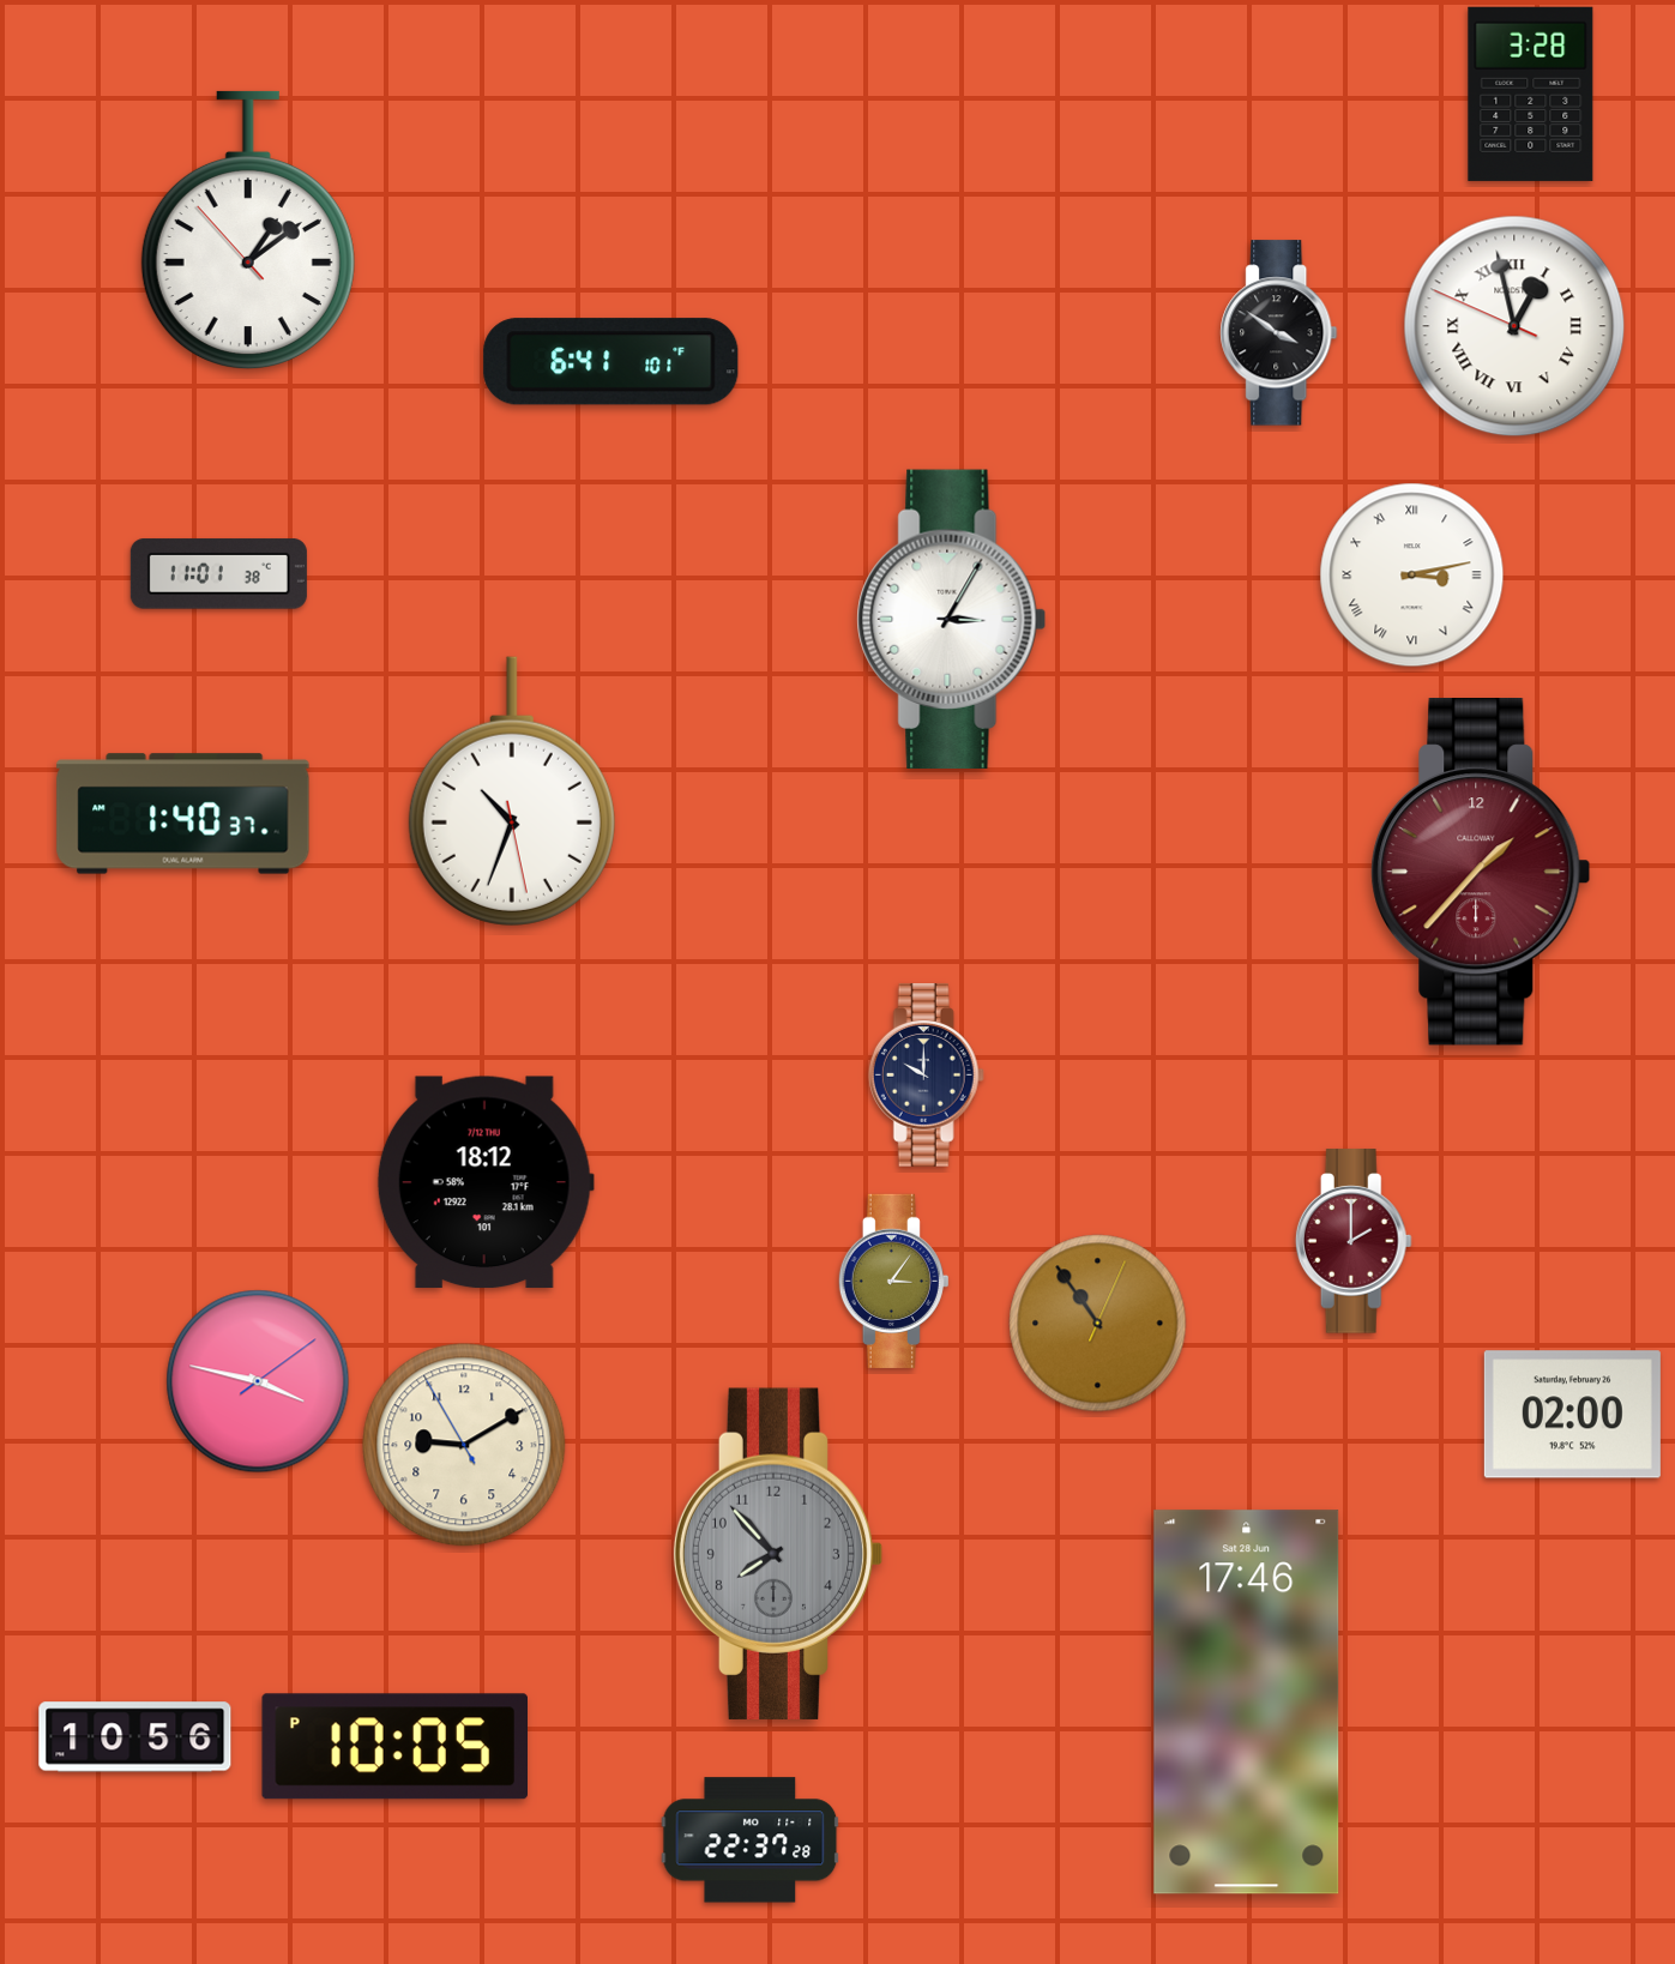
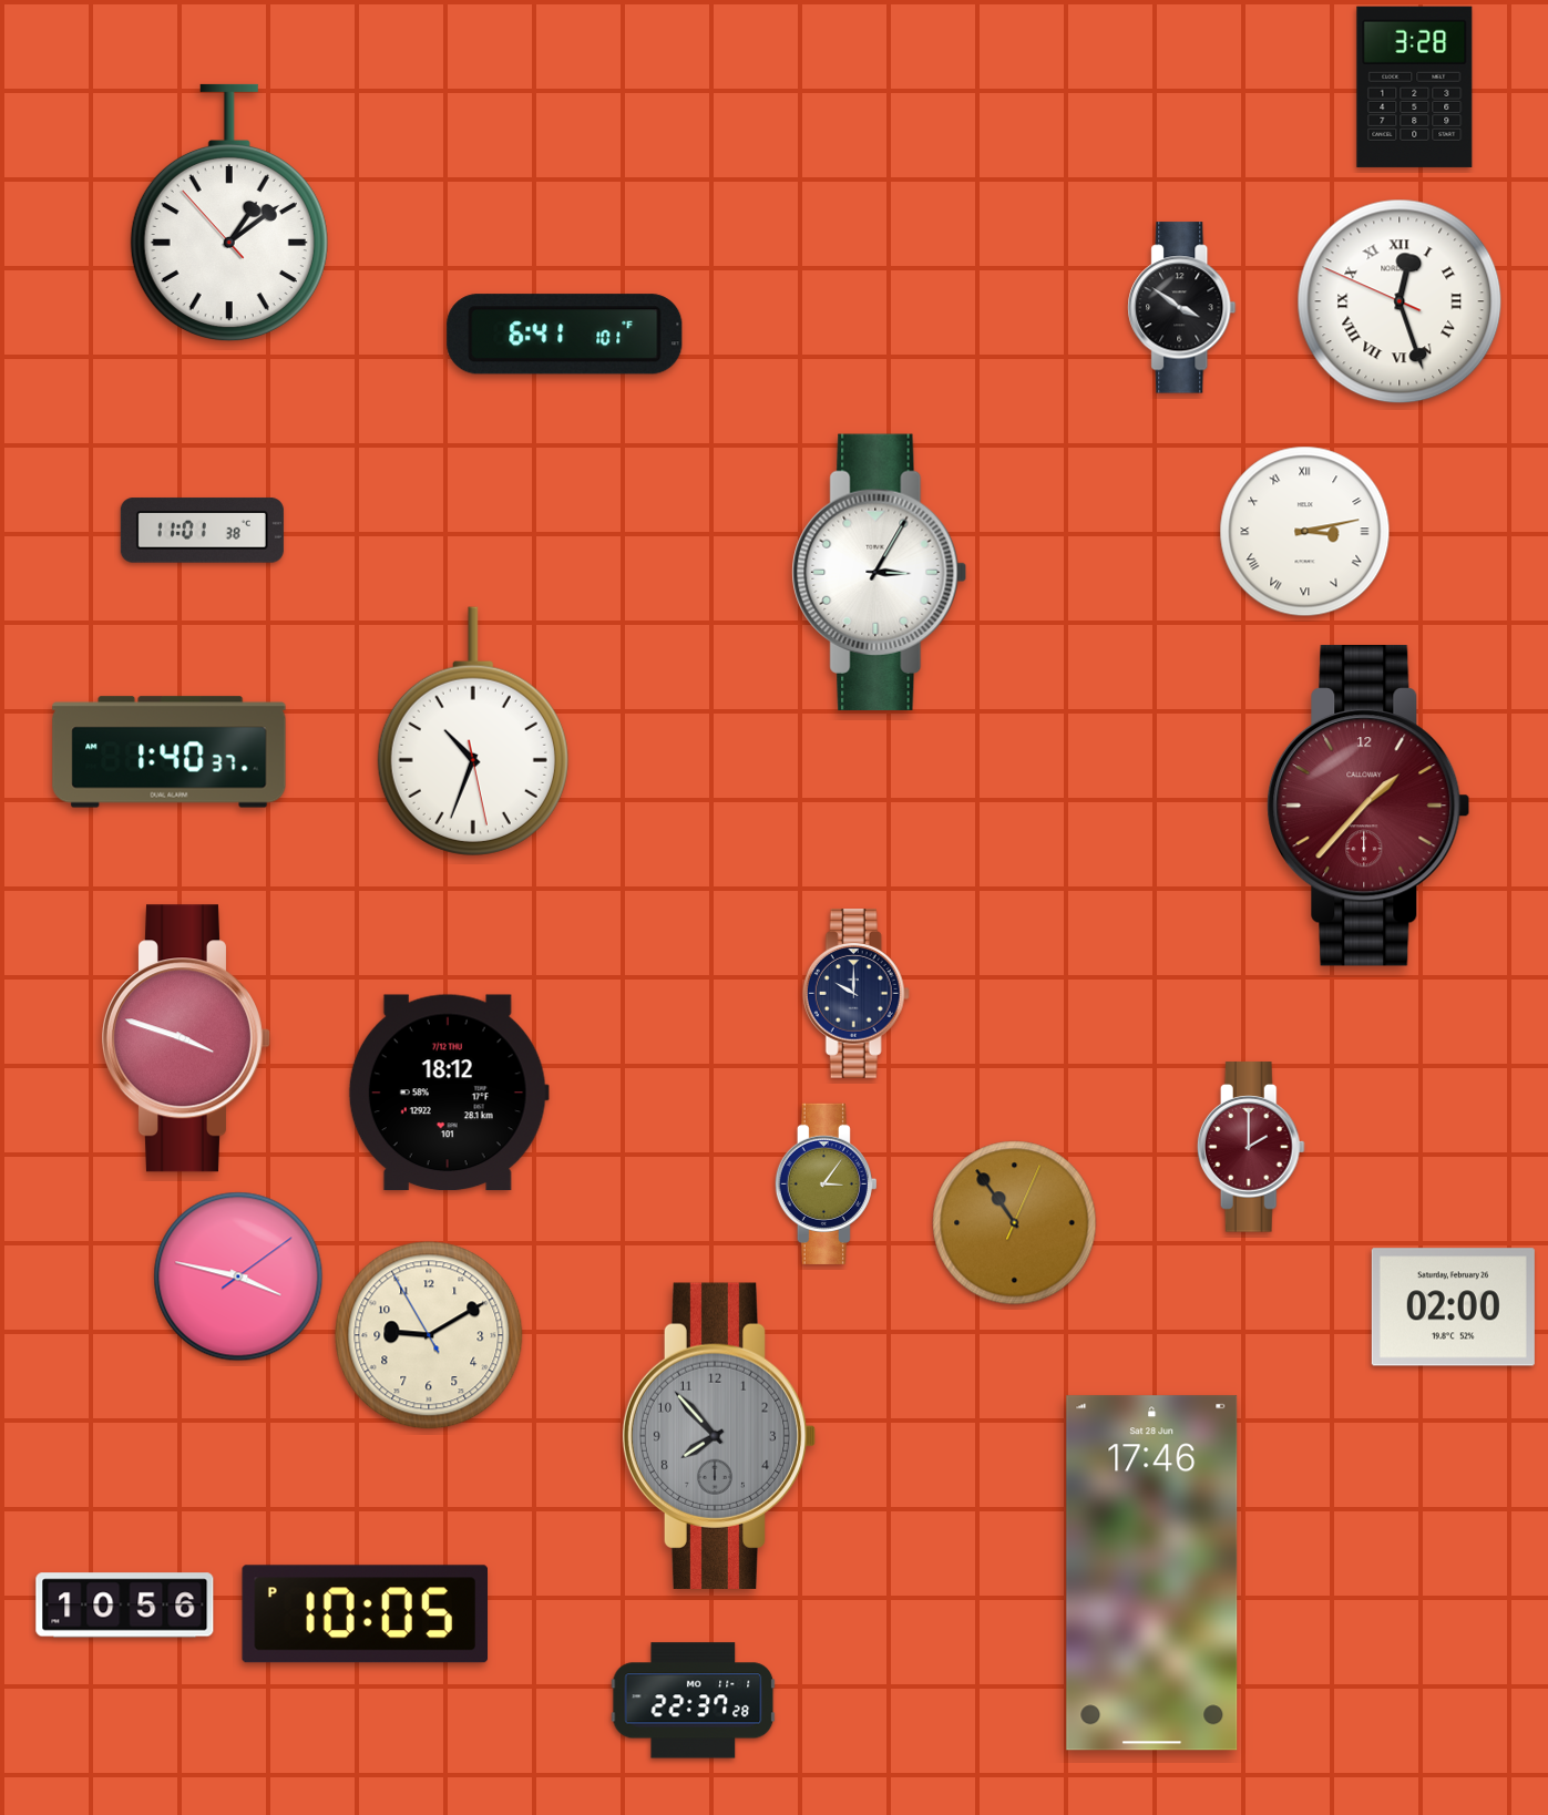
clock at (1514, 326): 12:57 -> 12:26
clock at (186, 1038): none -> 3:48
